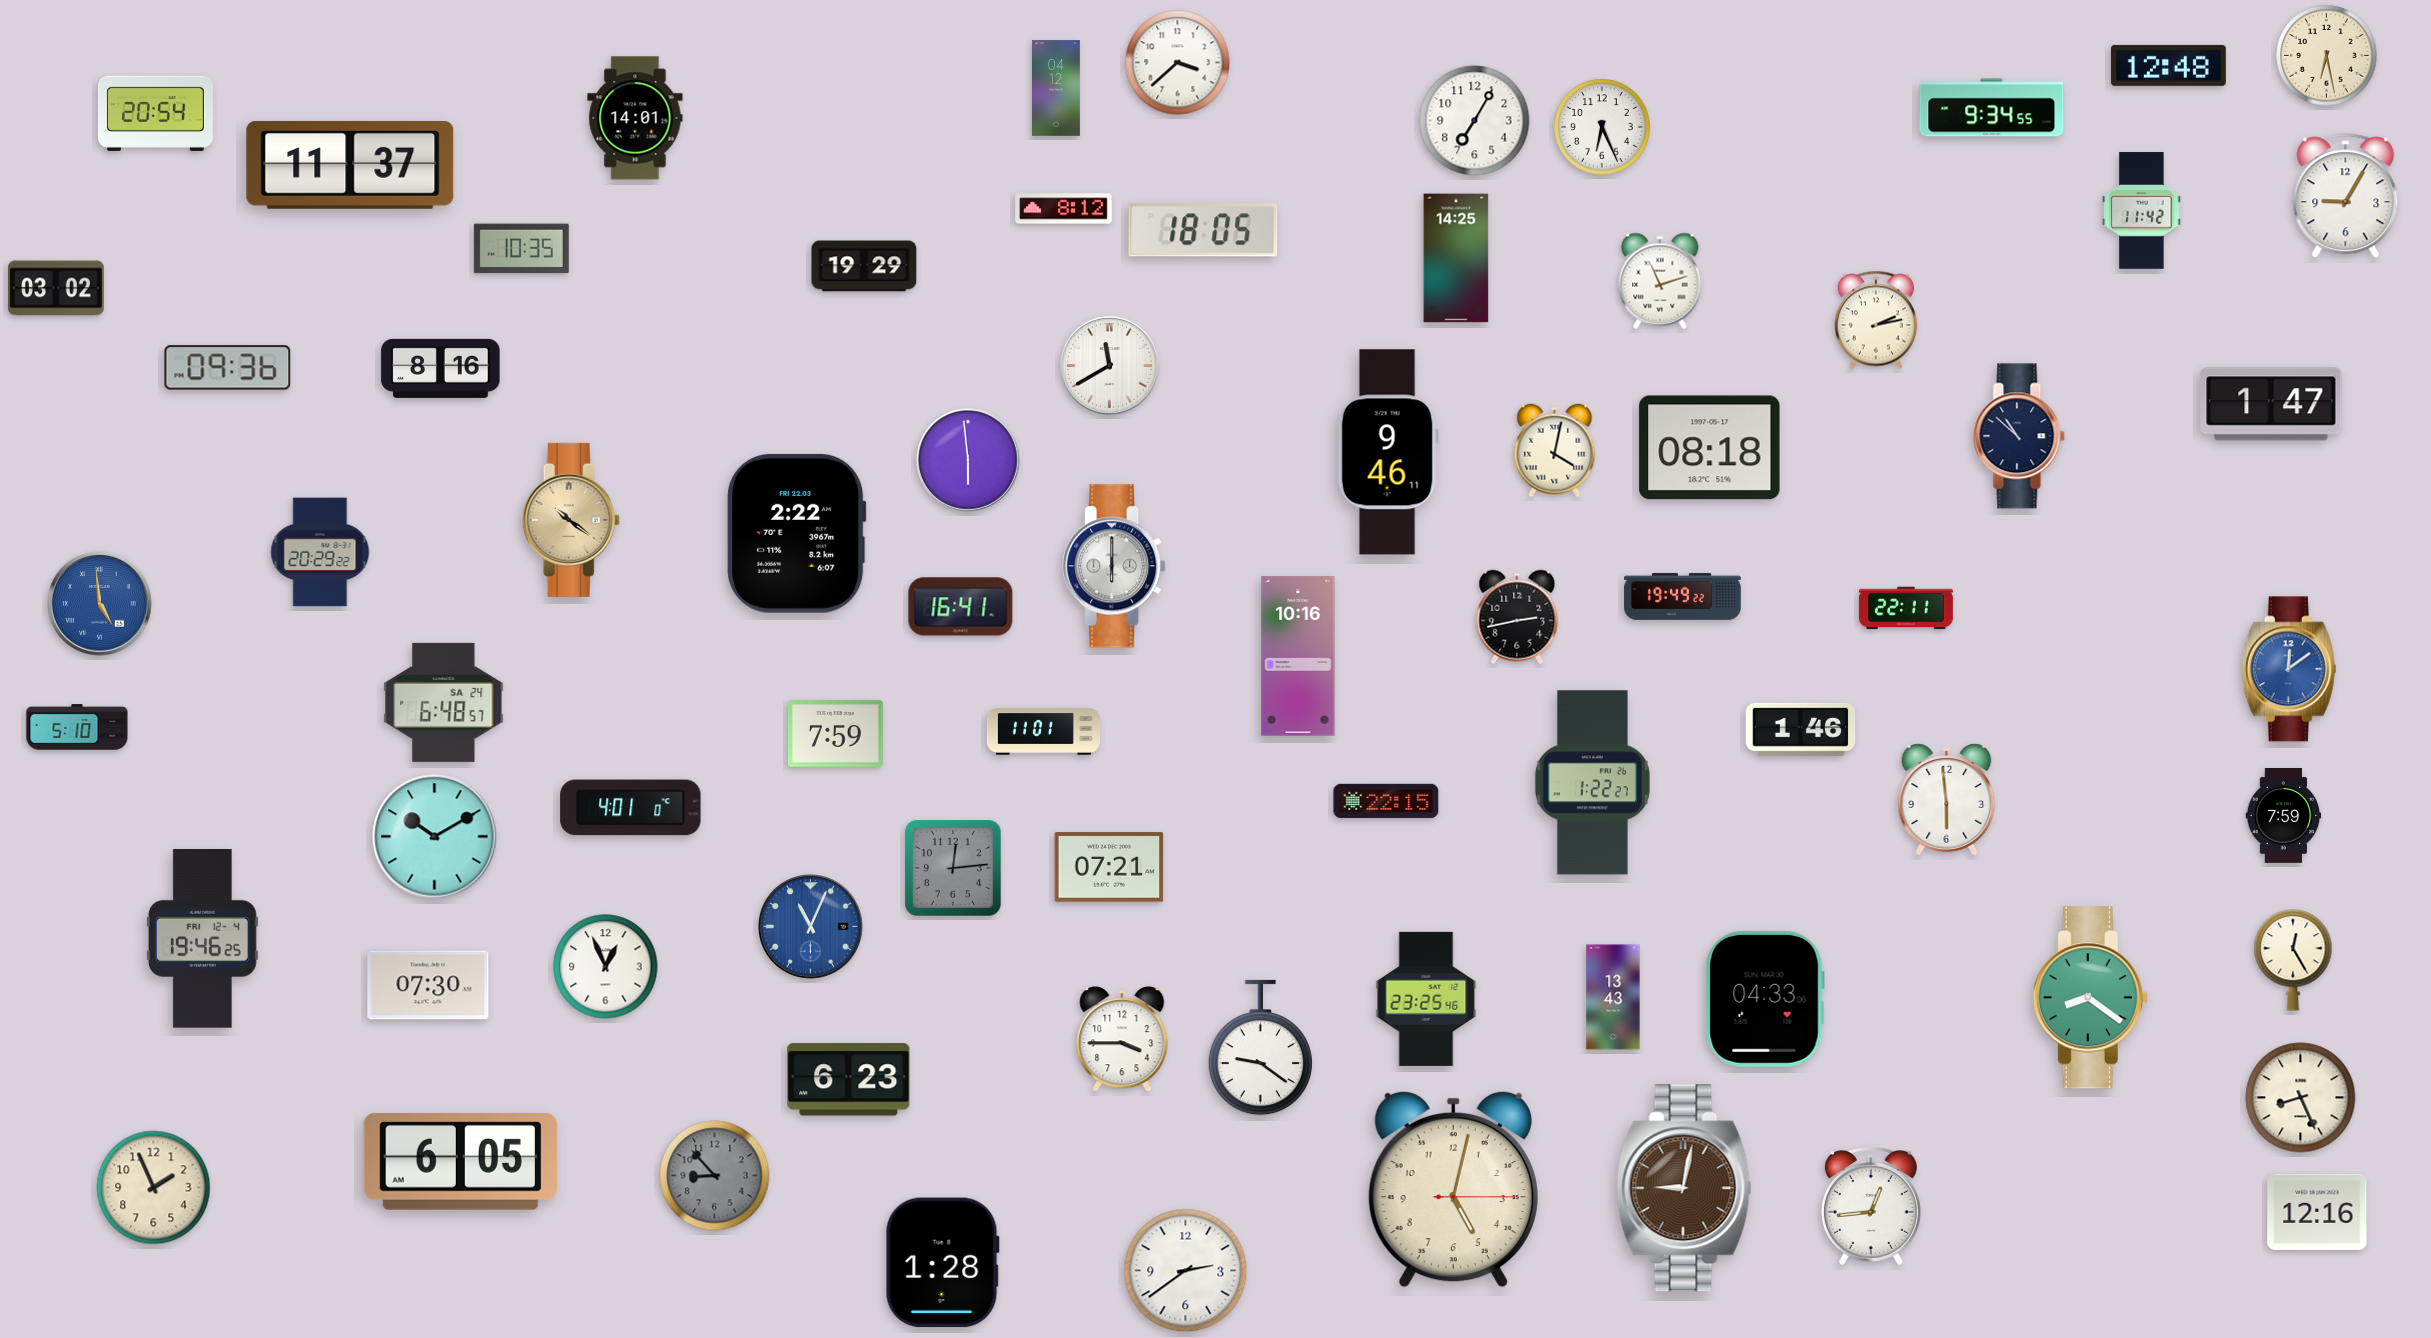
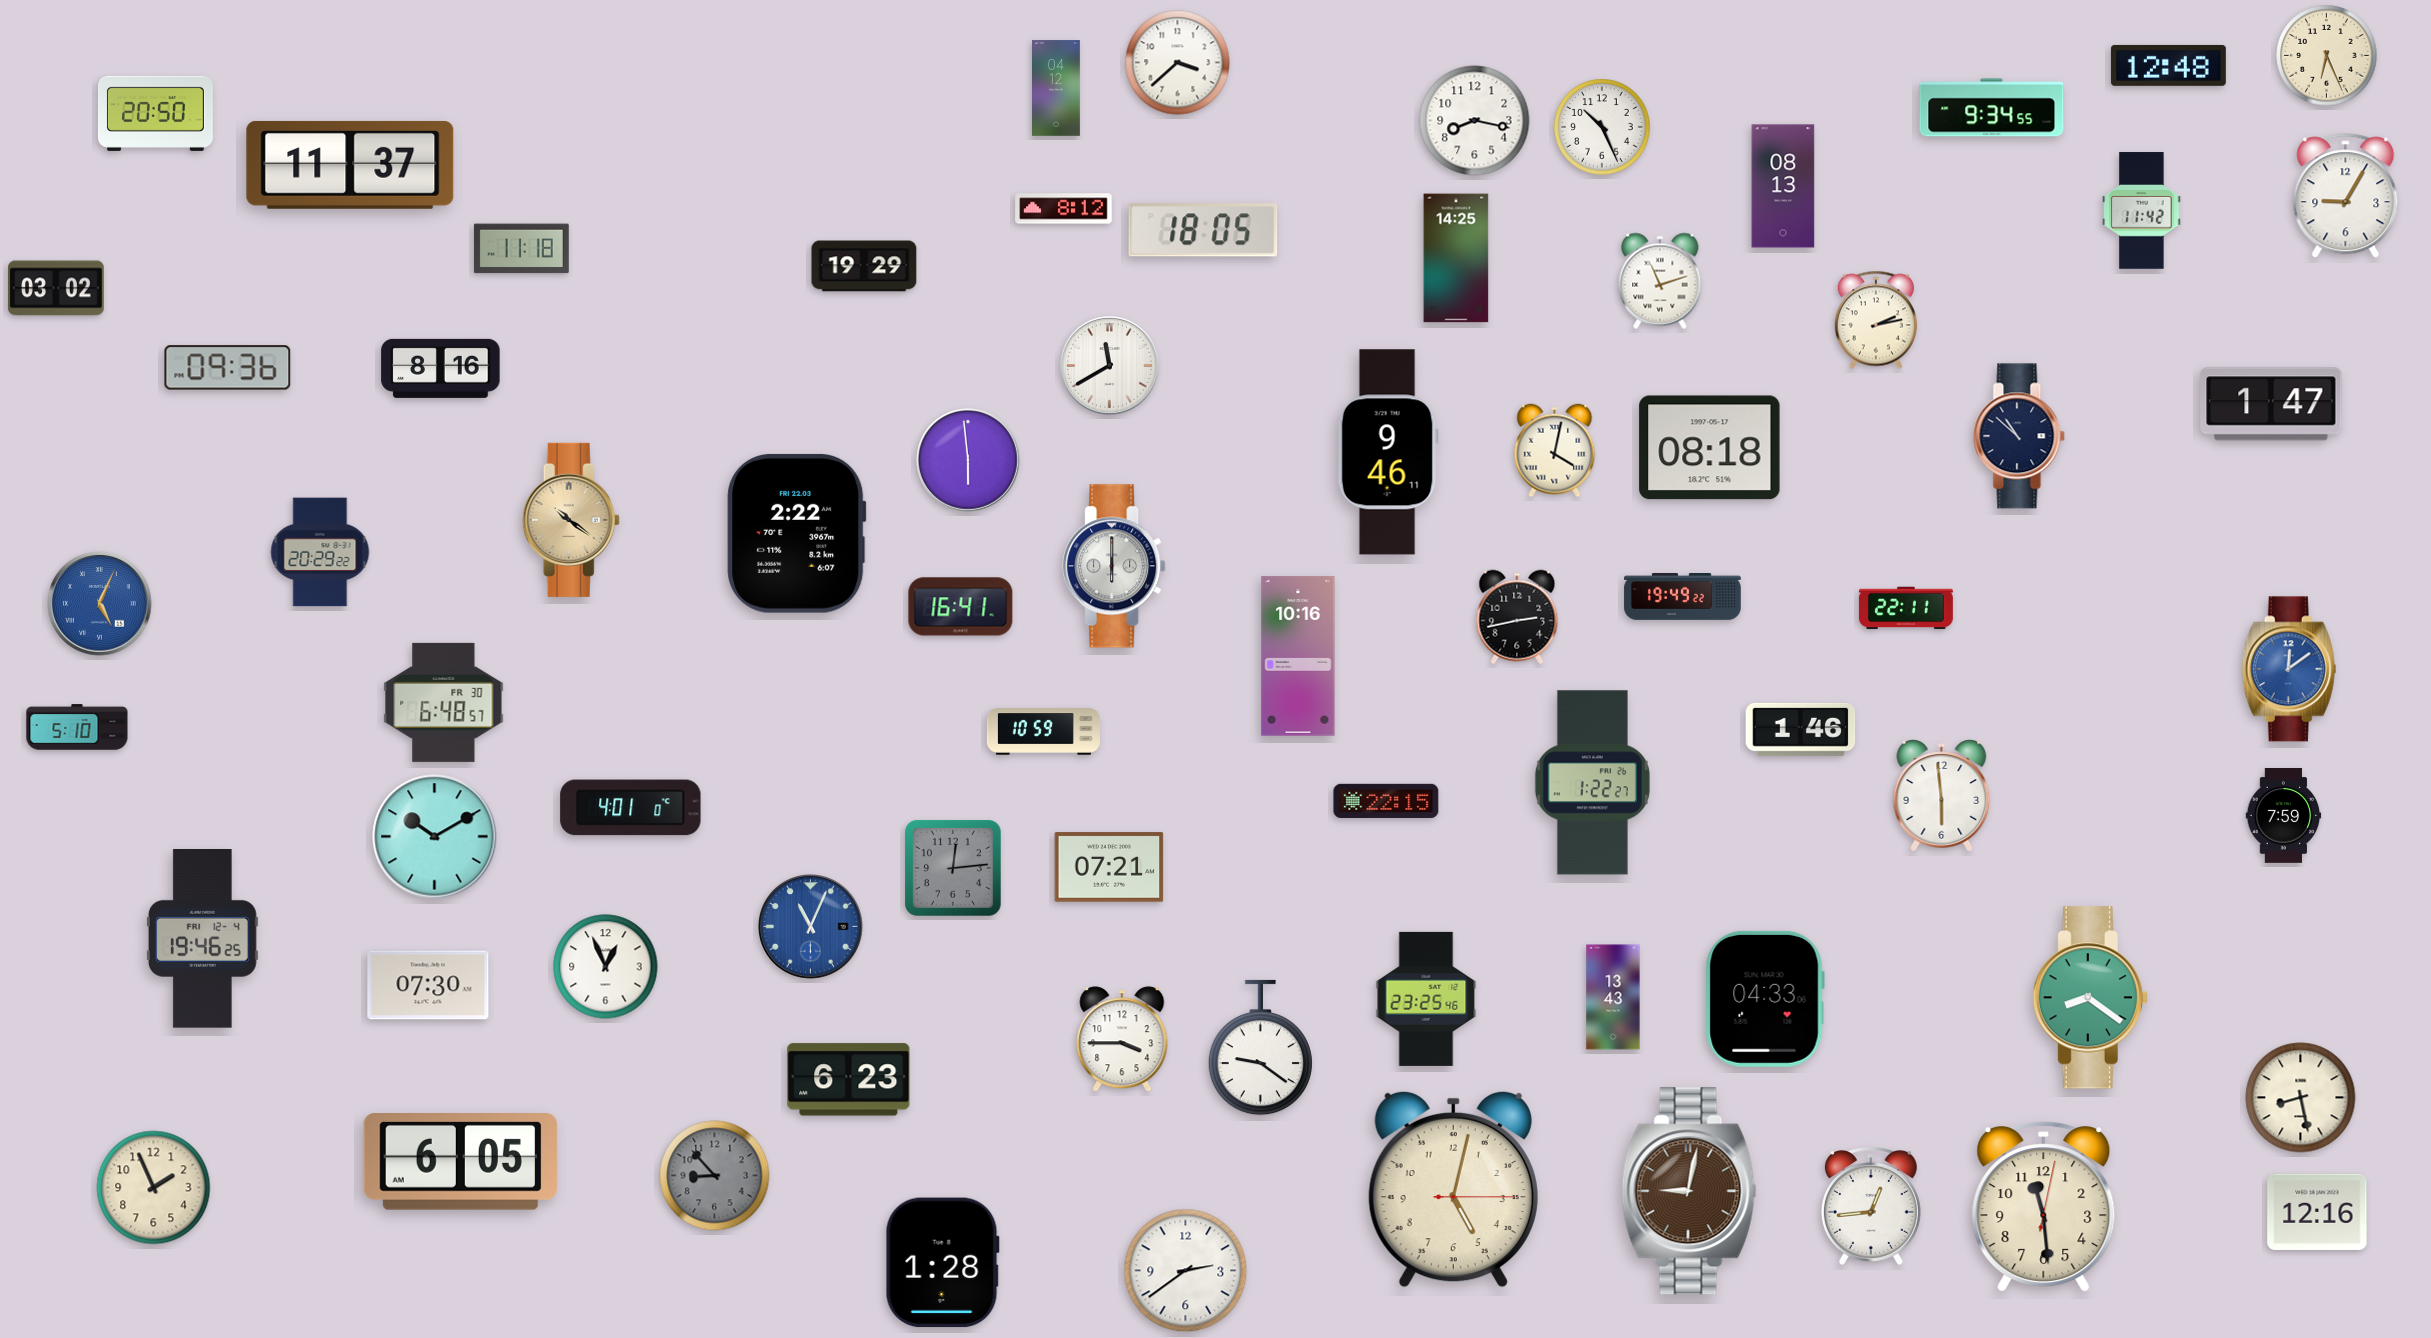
clock at (2327, 56): 6:28 -> 6:26
clock at (155, 113): 20:54 -> 20:50
clock at (635, 118): 14:01 -> none
clock at (1475, 121): 7:05 -> 8:17
clock at (1602, 127): 6:26 -> 10:26
clock at (1783, 186): none -> 08:13
clock at (521, 249): 10:35 -> 11:18
clock at (100, 604): 4:59 -> 5:04
clock at (444, 702) date: SA 24 -> FR 30
clock at (1043, 732): 11:01 -> 10:59
clock at (835, 734): 7:59 -> none
clock at (1947, 800) position: (1947, 800) -> (1942, 796)
clock at (2293, 960): 12:25 -> none
clock at (2301, 1098): 8:26 -> 8:28
clock at (1684, 1188) position: (1684, 1188) -> (1689, 1191)
clock at (2044, 1207): none -> 11:29
